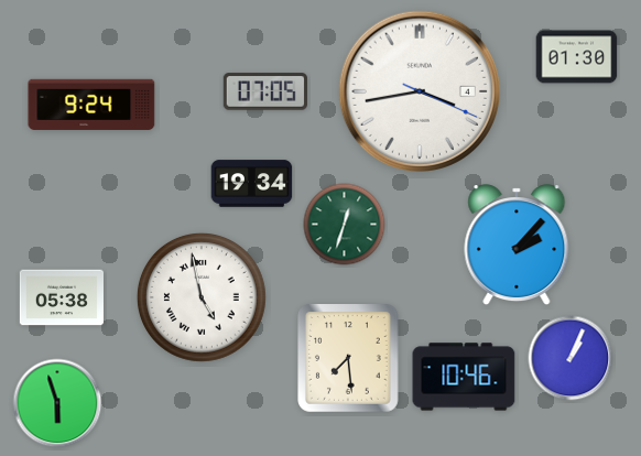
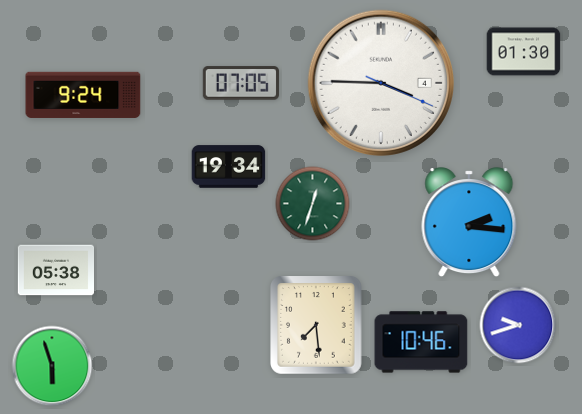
clock at (420, 91): 3:43 -> 3:45
clock at (517, 246): 2:07 -> 2:16
clock at (202, 297): 4:58 -> none
clock at (571, 358): 1:04 -> 9:42
